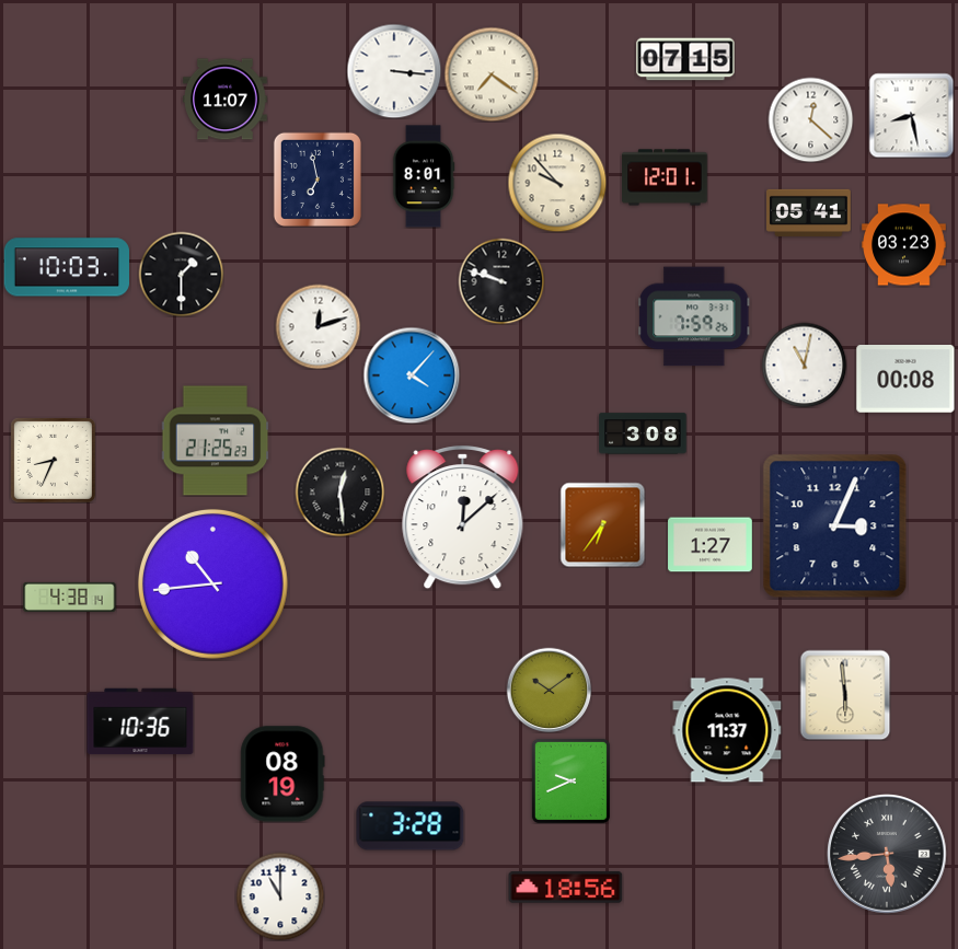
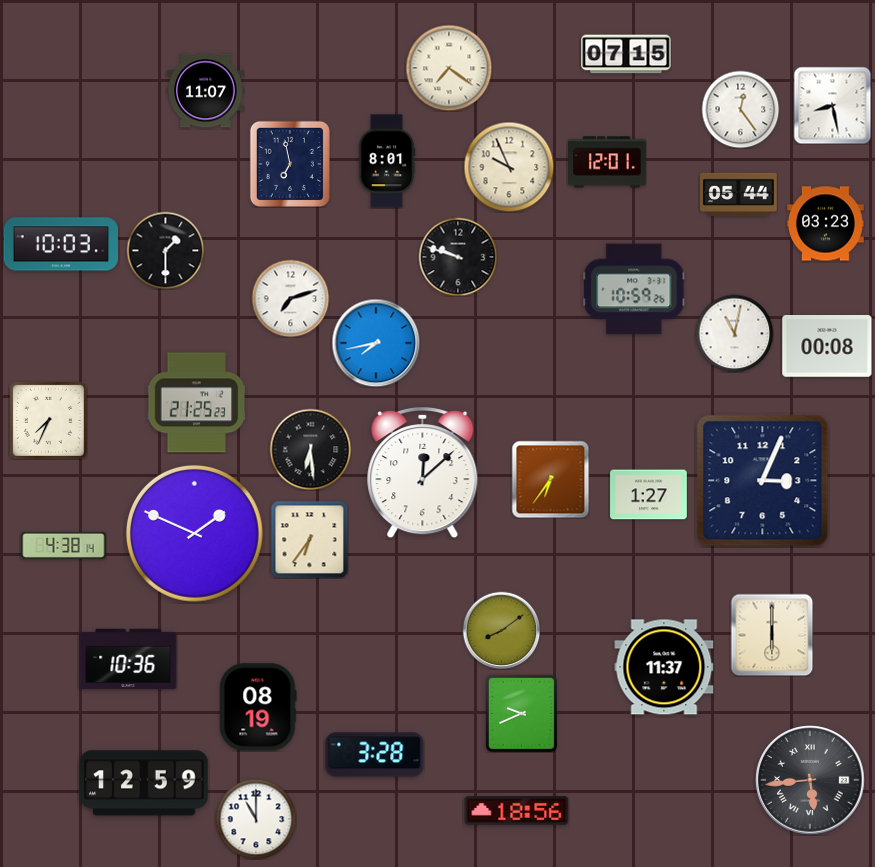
clock at (394, 71): 3:16 -> none
clock at (810, 119): 12:22 -> 12:24
clock at (557, 183): 9:53 -> 9:56
clock at (809, 212): 05:41 -> 05:44
clock at (694, 316): 7:59 -> 10:59
clock at (318, 326): 12:12 -> 7:12
clock at (412, 375): 4:07 -> 7:43
clock at (643, 433): 3:08 -> none
clock at (53, 460): 8:34 -> 7:34
clock at (339, 491): 12:29 -> 6:29
clock at (711, 545) position: (711, 545) -> (649, 495)
clock at (212, 583): 10:44 -> 1:49
clock at (309, 539): none -> 6:36
clock at (549, 690): 10:09 -> 8:09
clock at (845, 695): 5:59 -> 6:00
clock at (144, 783): none -> 12:59
